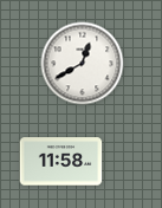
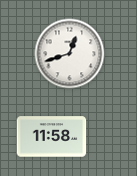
clock at (83, 64): 12:40 -> 12:42
